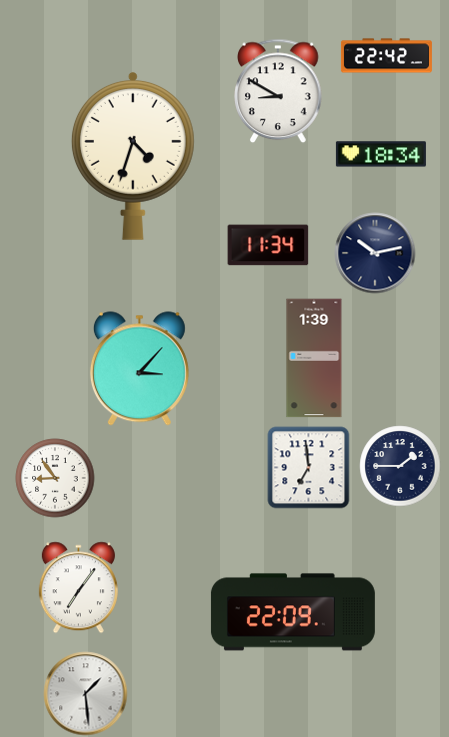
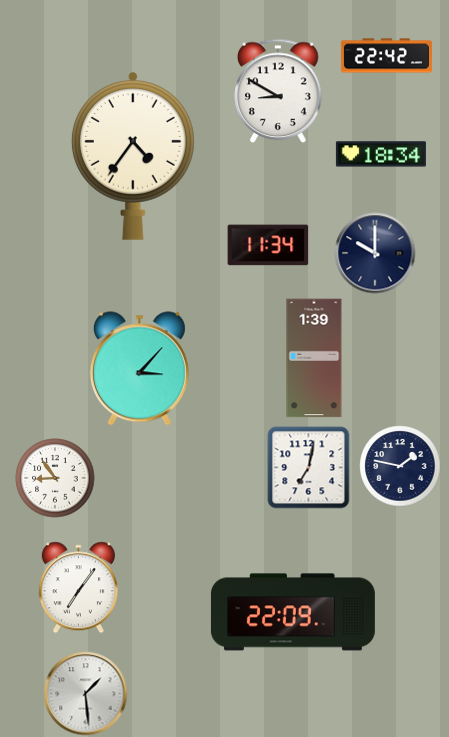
clock at (133, 156): 4:33 -> 4:36
clock at (375, 253): 10:13 -> 10:00
clock at (400, 466): 1:45 -> 1:47
clock at (309, 468): 6:59 -> 7:02
